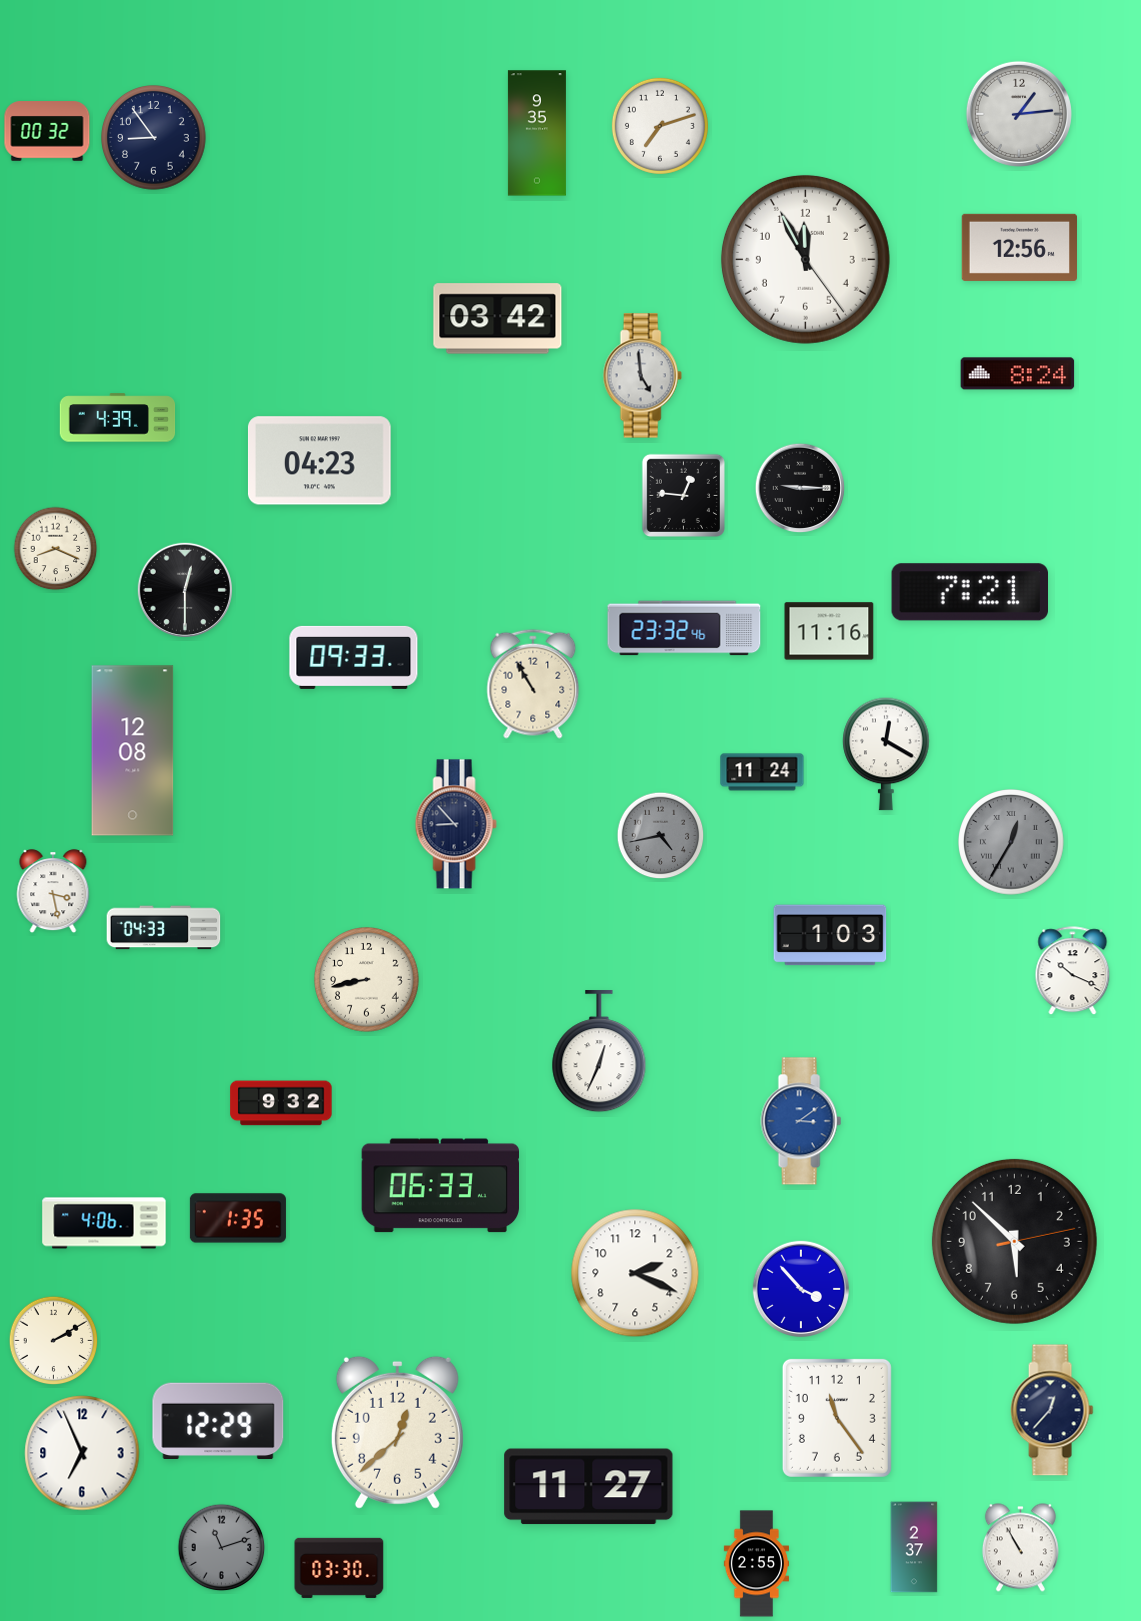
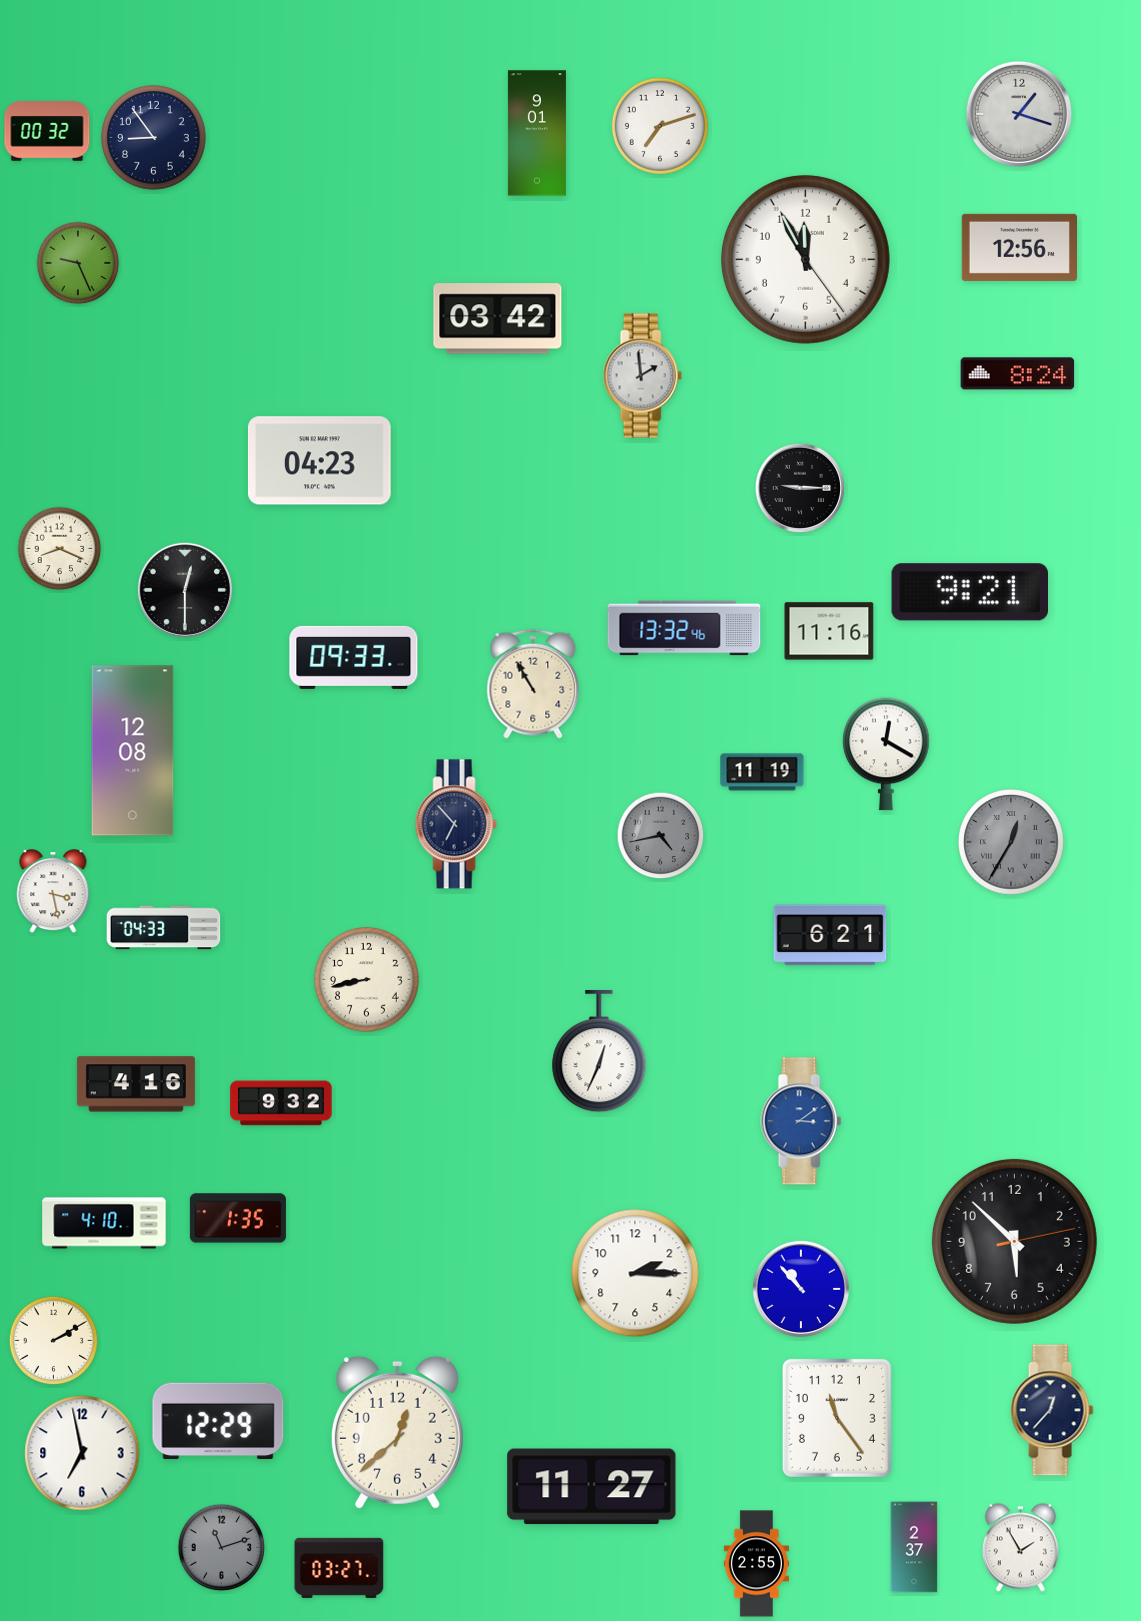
clock at (1019, 114): 1:14 -> 1:18
clock at (537, 133): 9:35 -> 9:01
clock at (78, 263): none -> 9:26
clock at (642, 376): 4:59 -> 1:59
clock at (118, 418): 4:39 -> none
clock at (683, 495): 12:46 -> none
clock at (56, 549) position: (56, 549) -> (60, 549)
clock at (969, 592): 7:21 -> 9:21
clock at (684, 628): 23:32 -> 13:32
clock at (762, 772): 11:24 -> 11:19
clock at (456, 824): 8:53 -> 6:53
clock at (830, 935): 1:03 -> 6:21
clock at (1073, 971): 10:19 -> none
clock at (136, 1084): none -> 4:16
clock at (440, 1186): 06:33 -> none
clock at (104, 1223): 4:06 -> 4:10
clock at (635, 1273): 2:19 -> 2:15
clock at (801, 1288): 3:53 -> 10:53
clock at (82, 1453): 6:56 -> 6:58
clock at (589, 1487) position: (589, 1487) -> (592, 1487)
clock at (1020, 1548): 10:55 -> 1:55
clock at (339, 1568): 03:30 -> 03:27
